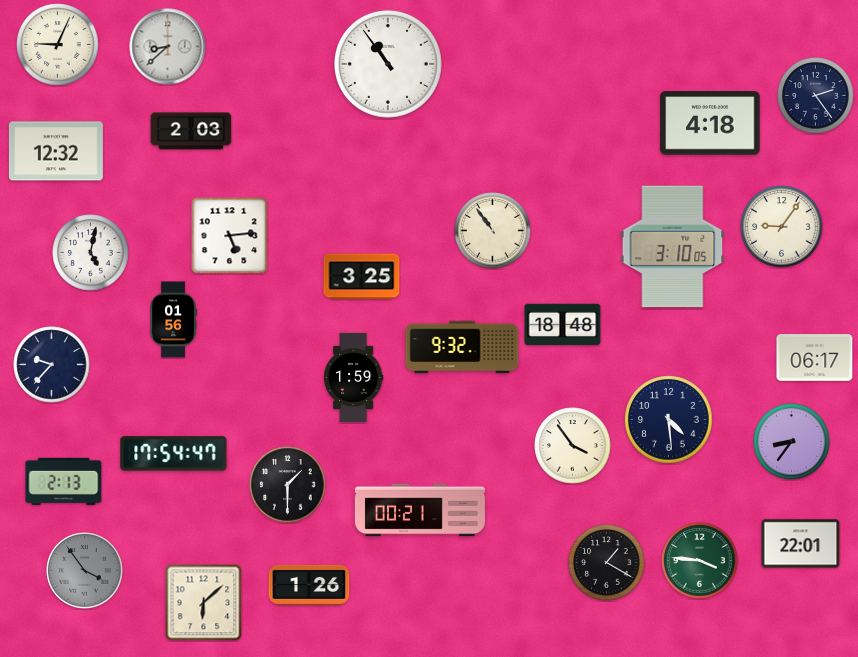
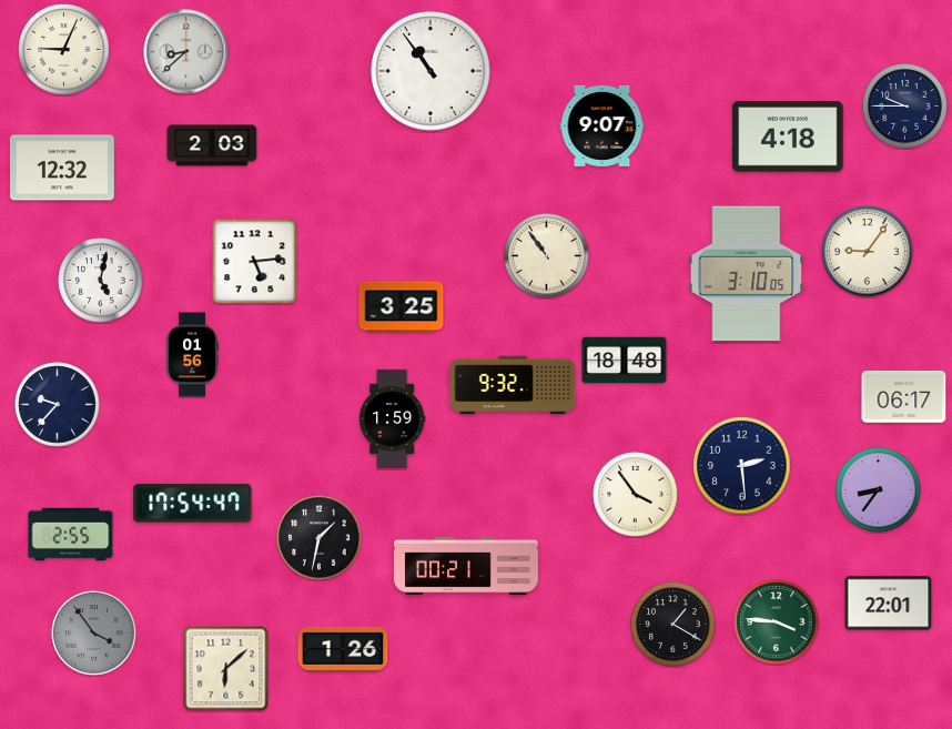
clock at (816, 96): 2:24 -> 9:45
clock at (602, 125): none -> 9:07
clock at (669, 420): 4:29 -> 2:29
clock at (64, 481): 2:13 -> 2:55
clock at (288, 485): 1:30 -> 1:32
